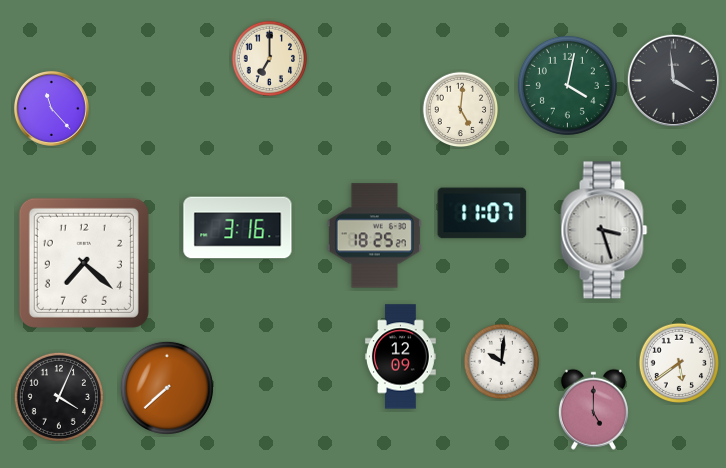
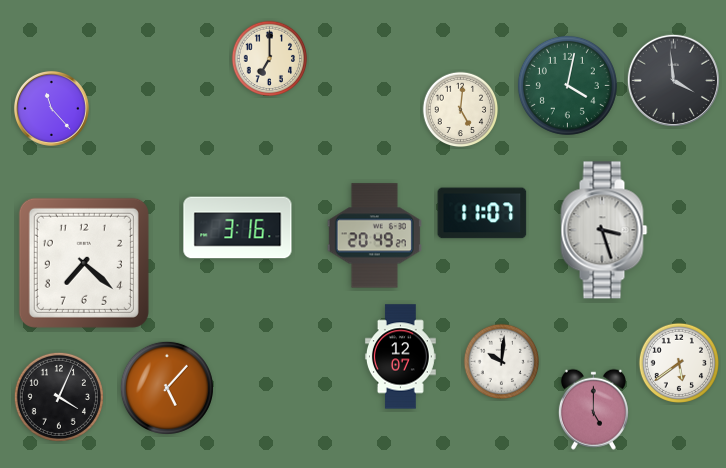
clock at (374, 236): 18:25 -> 20:49
clock at (400, 357): 12:09 -> 12:07
clock at (167, 388): 7:38 -> 5:07
